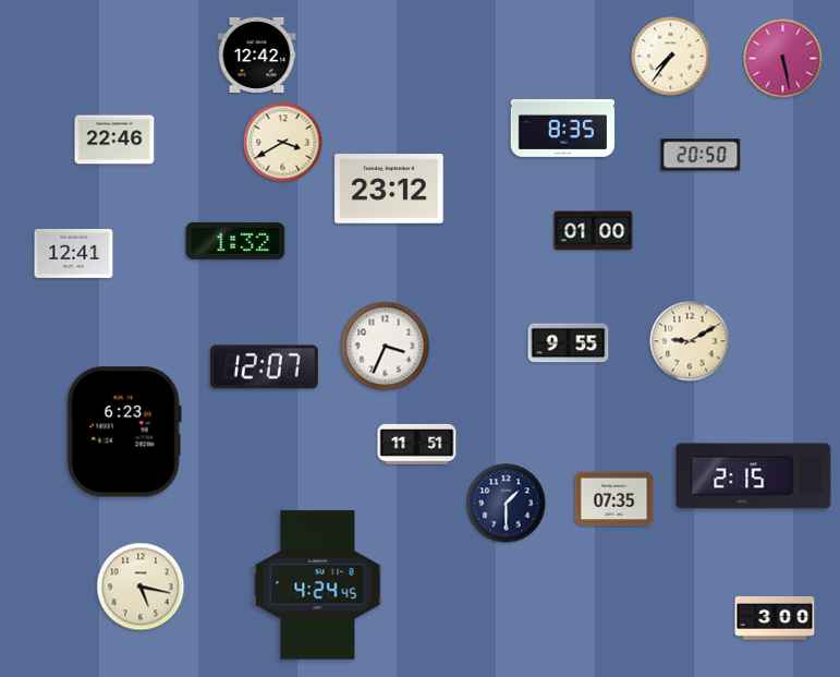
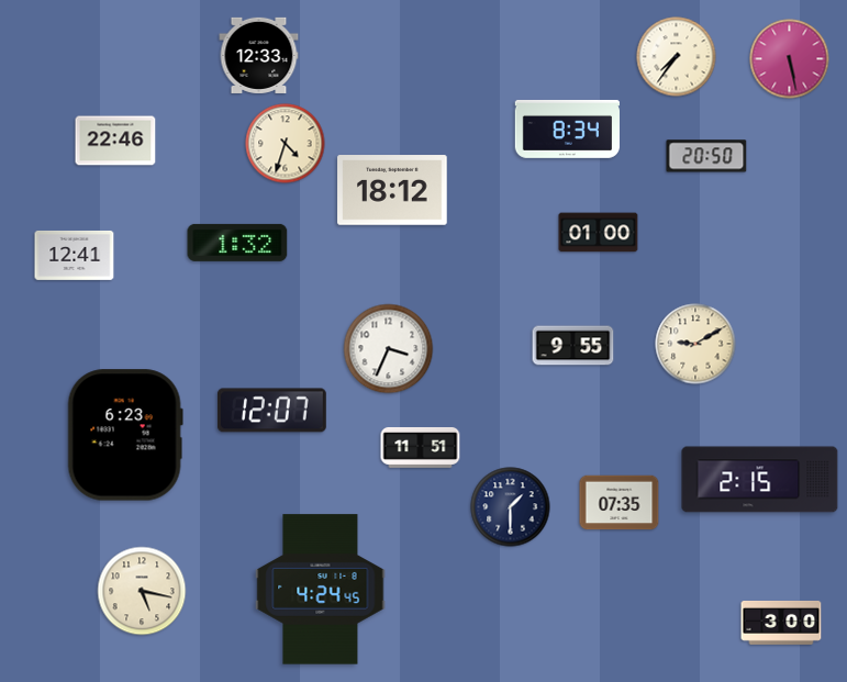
clock at (257, 55): 12:42 -> 12:33
clock at (562, 128): 8:35 -> 8:34
clock at (283, 143): 3:40 -> 4:33
clock at (389, 189): 23:12 -> 18:12
clock at (265, 367) position: (265, 367) -> (272, 411)
